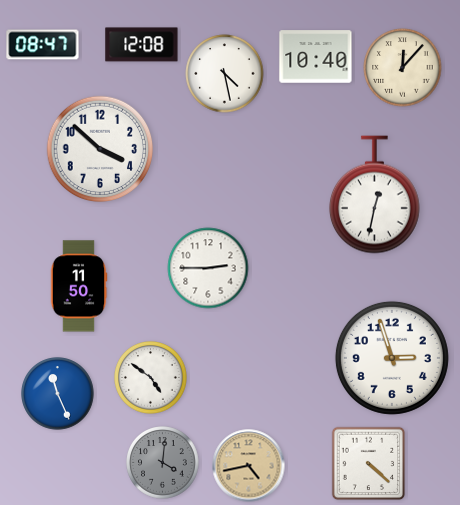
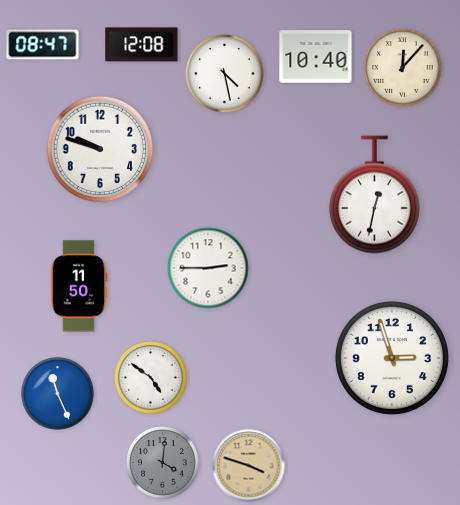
clock at (100, 149): 3:52 -> 9:48
clock at (369, 464): 4:22 -> none
clock at (249, 466): 4:43 -> 3:48
